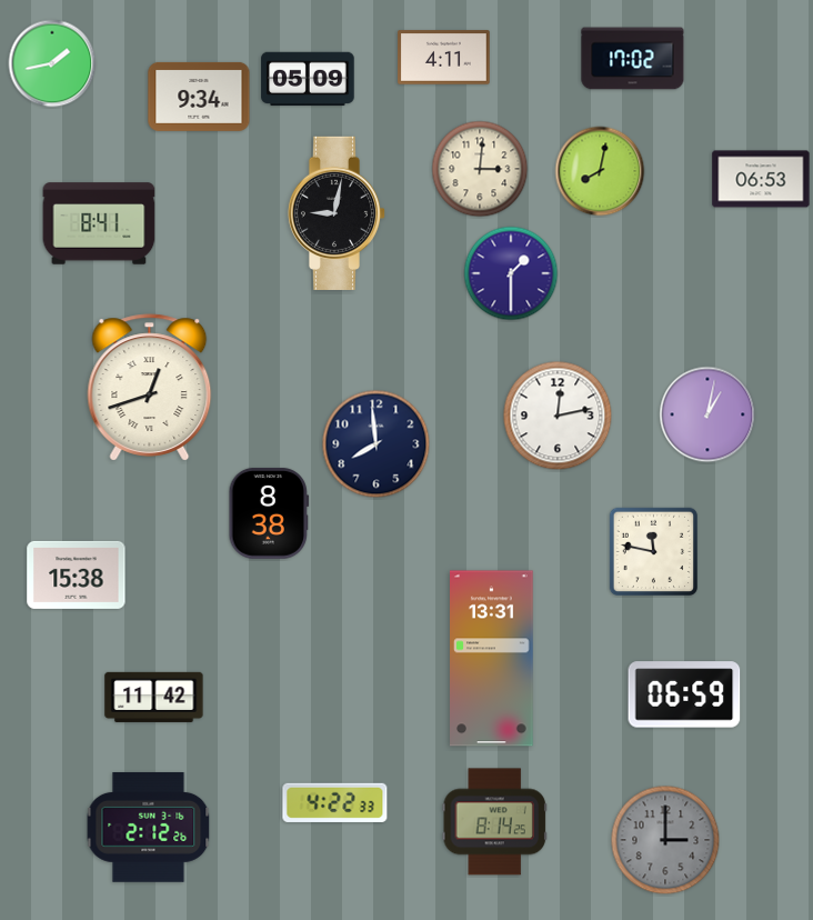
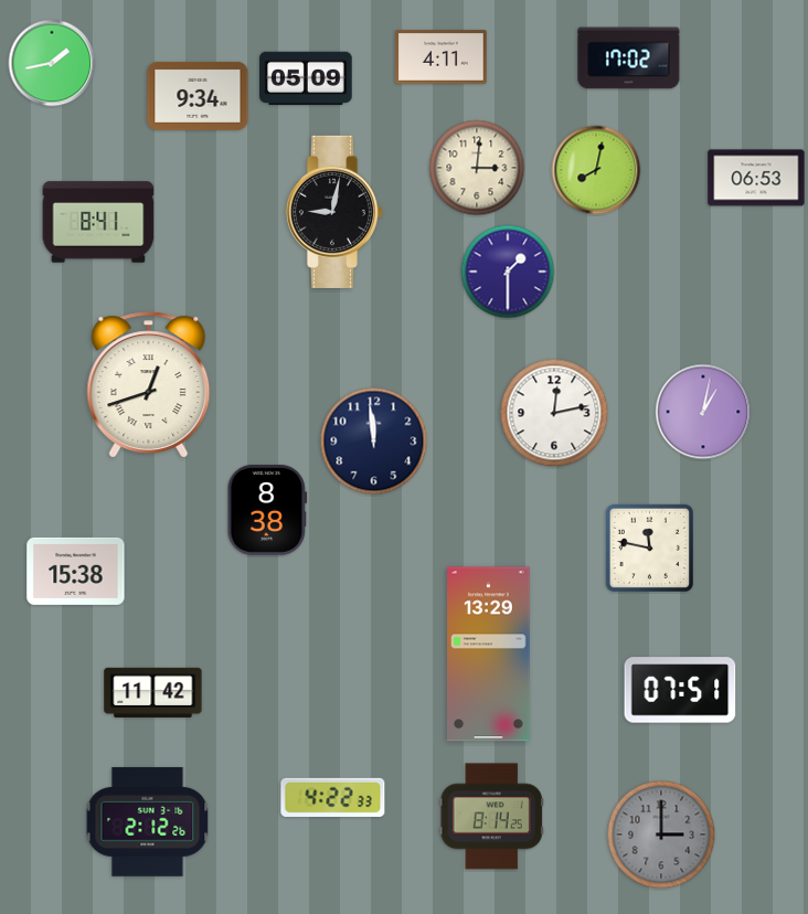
clock at (377, 444): 7:59 -> 11:59
clock at (492, 659): 13:31 -> 13:29
clock at (684, 694): 06:59 -> 07:51
